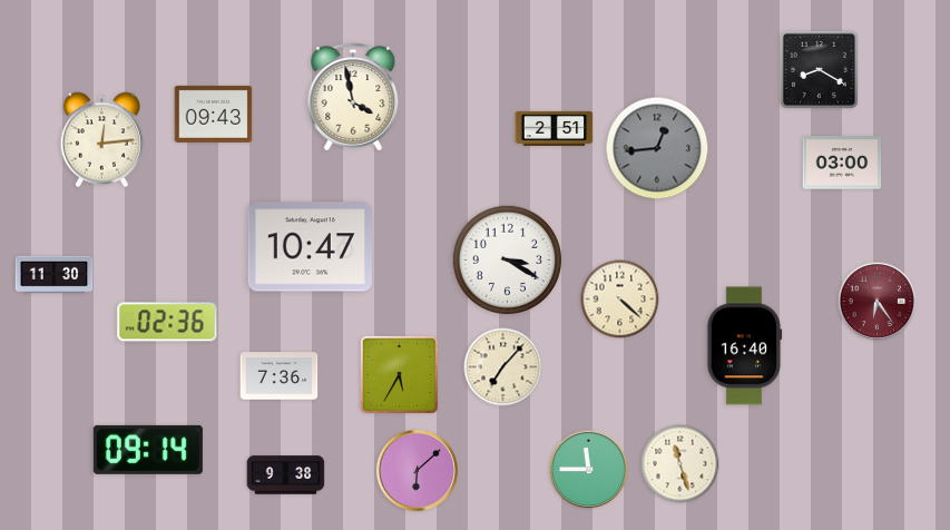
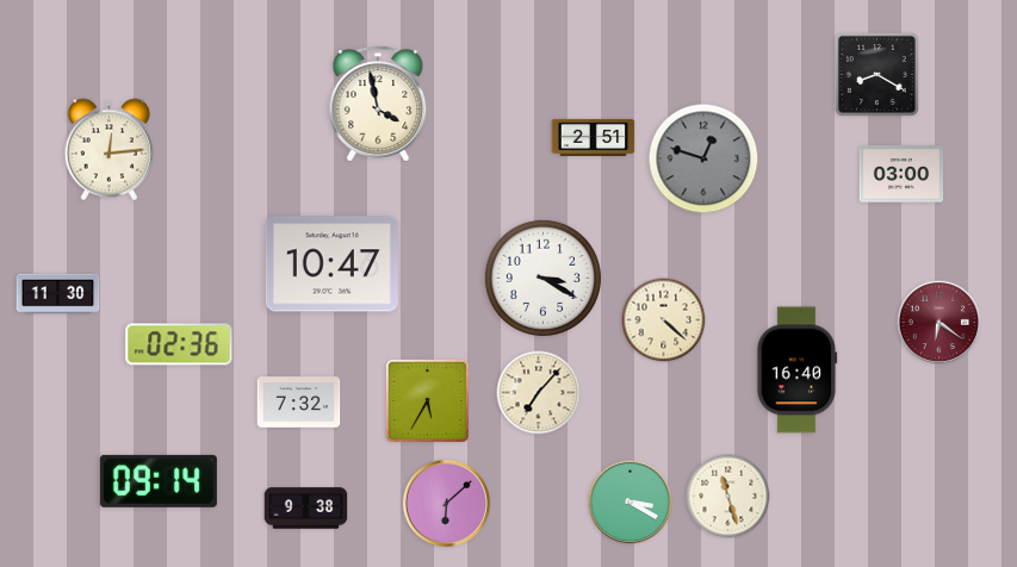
clock at (214, 114): 09:43 -> none
clock at (657, 148): 12:44 -> 12:48
clock at (878, 302): 6:24 -> 6:21
clock at (280, 376): 7:36 -> 7:32
clock at (589, 470): 11:45 -> 3:20
